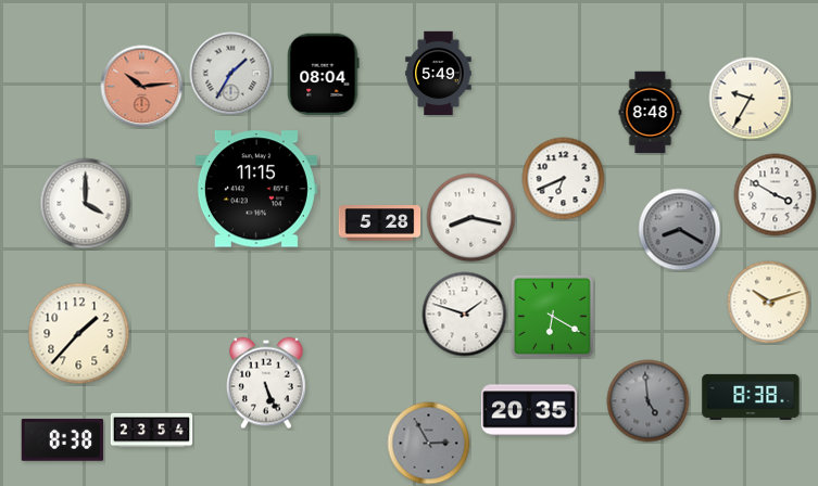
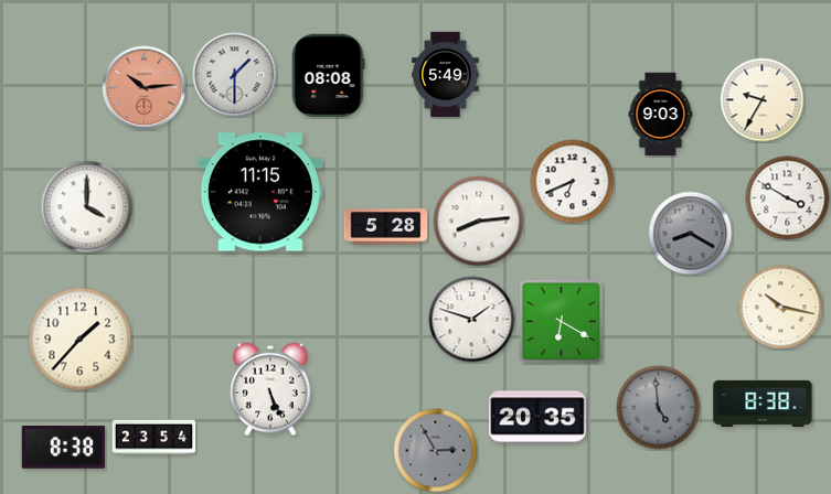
clock at (231, 74): 1:35 -> 1:30
clock at (324, 75): 08:04 -> 08:08
clock at (651, 113): 8:48 -> 9:03
clock at (471, 218): 8:17 -> 8:14
clock at (769, 303): 10:12 -> 10:17
